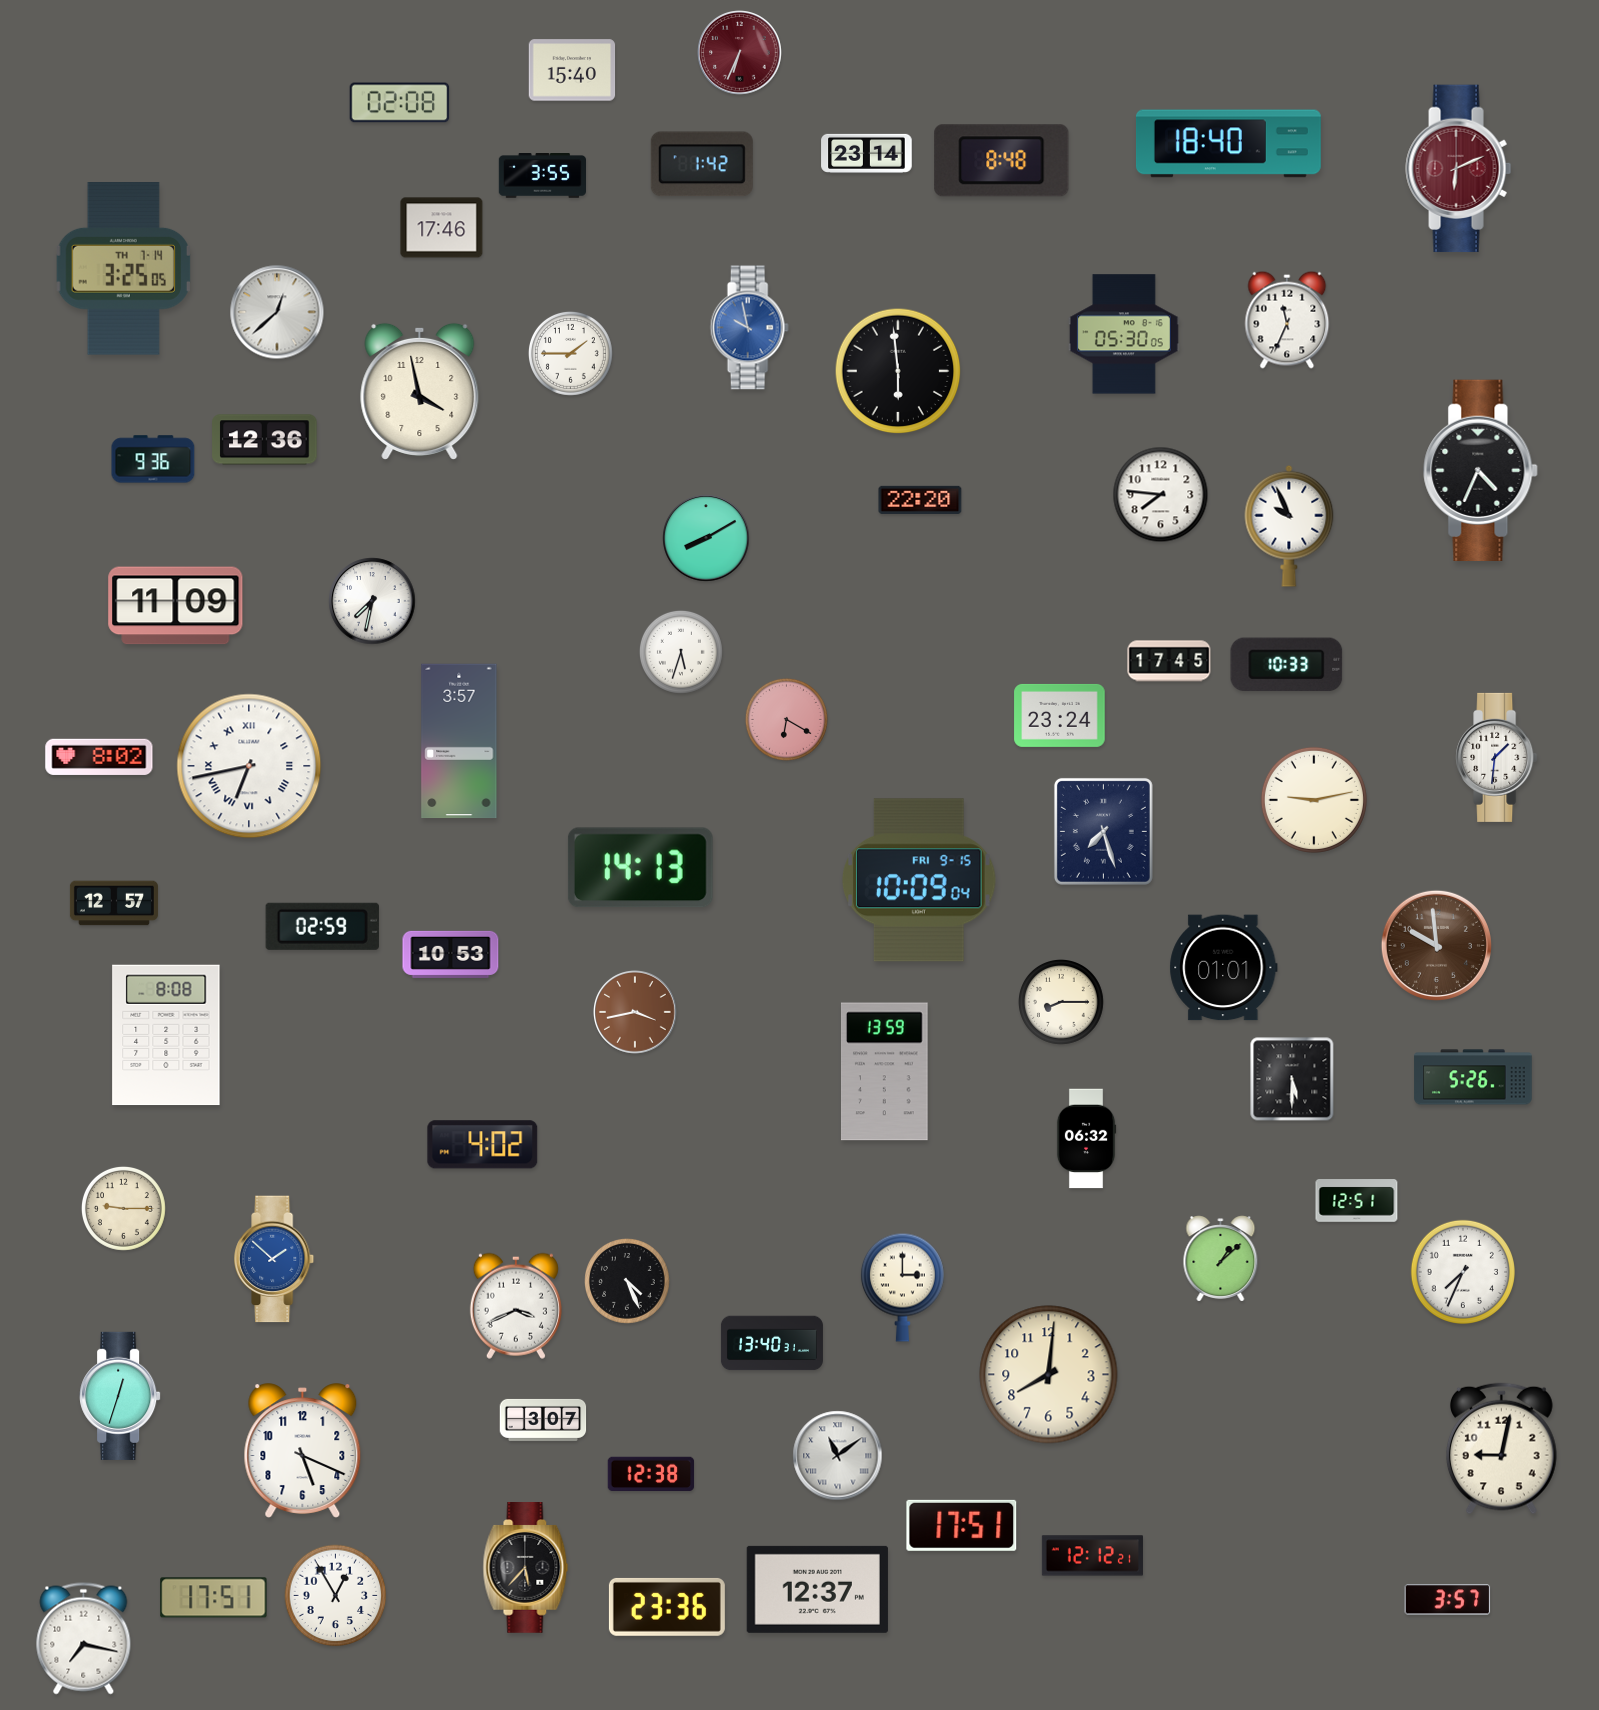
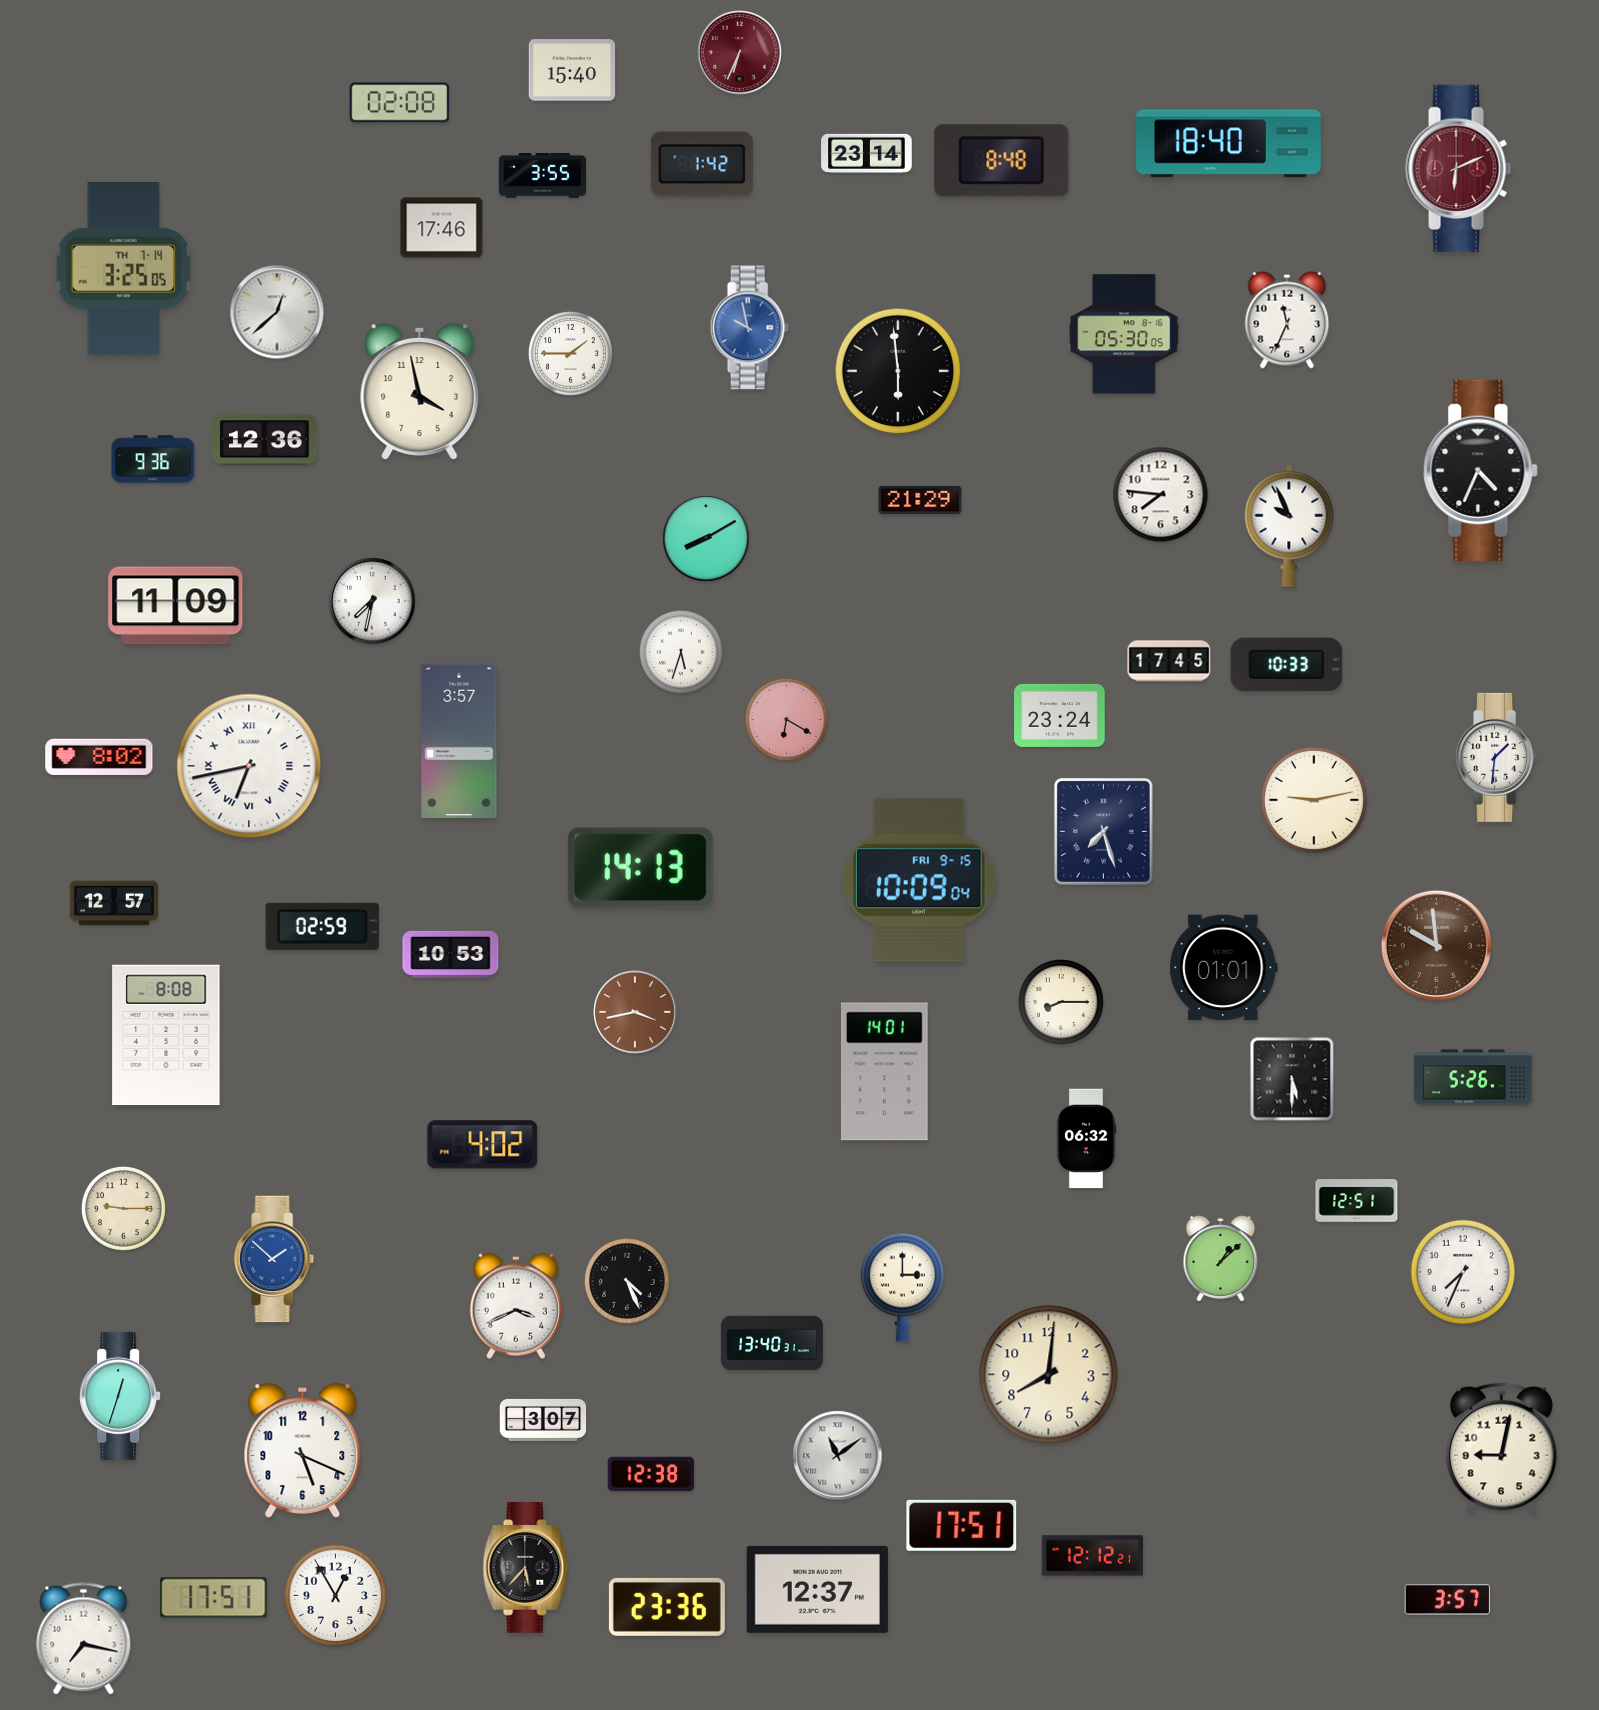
clock at (920, 500): 22:20 -> 21:29
clock at (884, 1072): 13:59 -> 14:01
